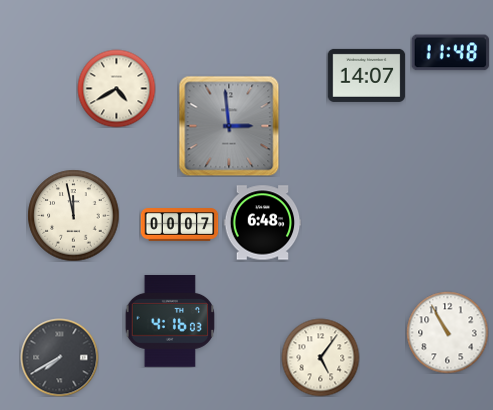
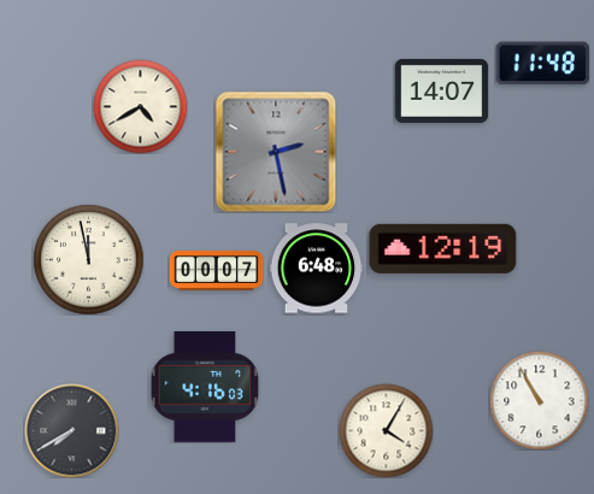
clock at (229, 126): 2:59 -> 2:28
clock at (443, 248): none -> 12:19
clock at (320, 357): 5:06 -> 4:05
